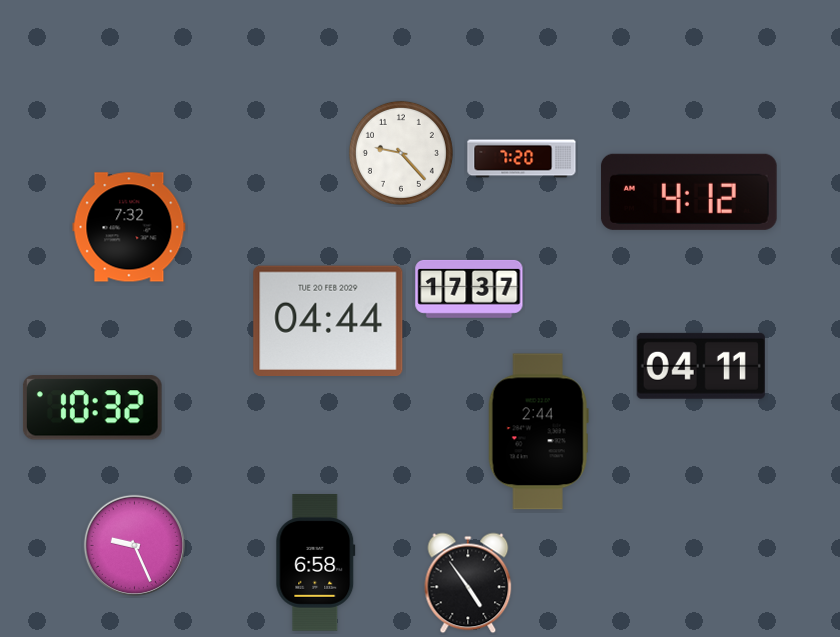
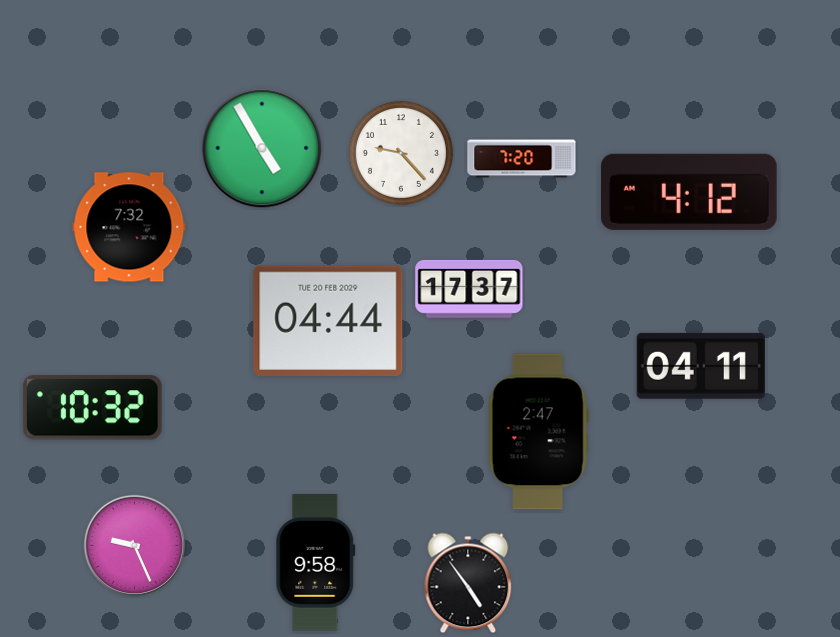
clock at (262, 148): none -> 4:55
clock at (538, 432): 2:44 -> 2:47
clock at (316, 563): 6:58 -> 9:58
